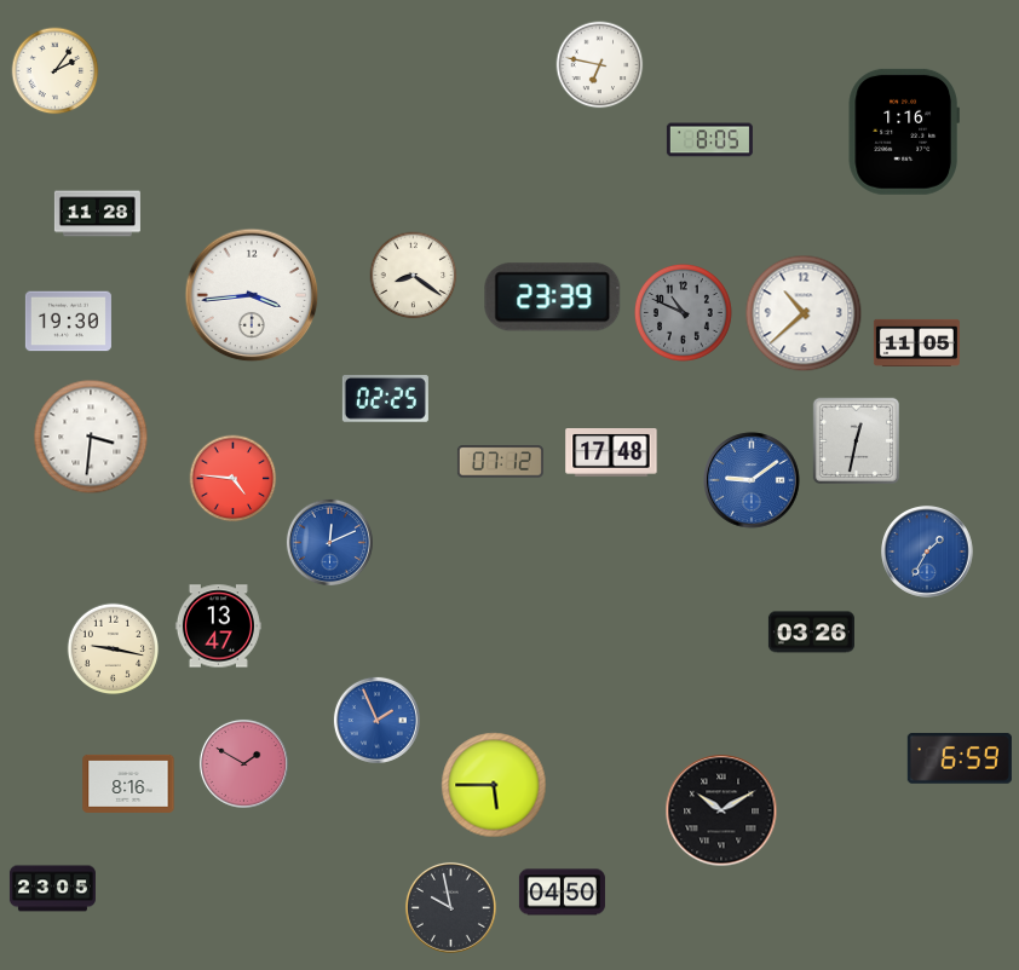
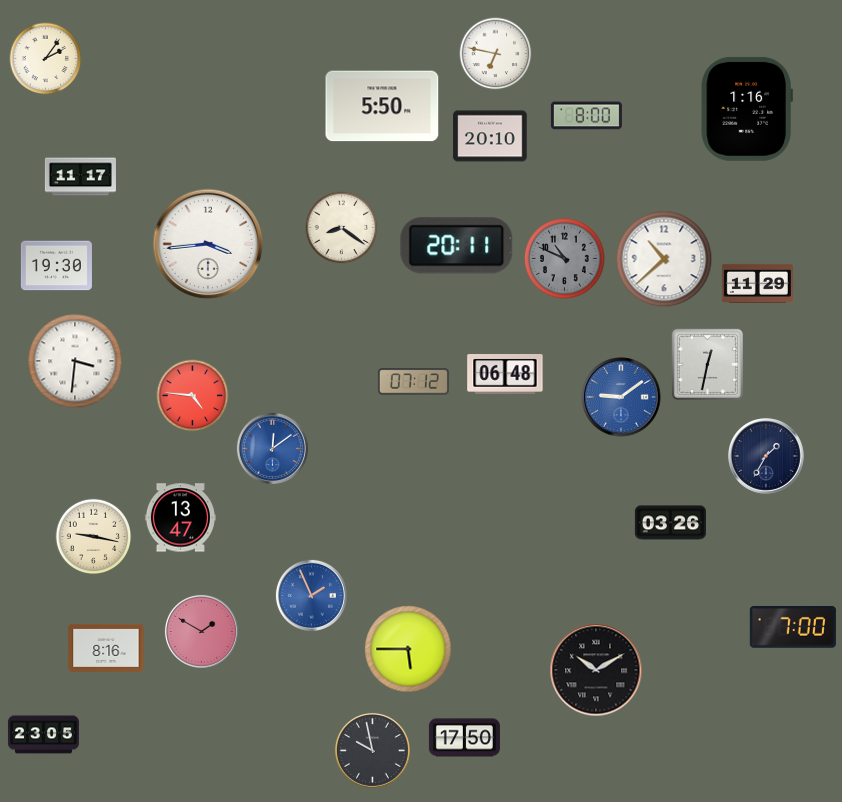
clock at (382, 106): none -> 5:50
clock at (709, 140): 8:05 -> 8:00
clock at (490, 136): none -> 20:10
clock at (97, 214): 11:28 -> 11:17
clock at (553, 298): 23:39 -> 20:11
clock at (916, 342): 11:05 -> 11:29
clock at (385, 399): 02:25 -> none
clock at (611, 454): 17:48 -> 06:48
clock at (329, 542): 12:11 -> 12:09
clock at (928, 553) dial: blue -> navy
clock at (960, 760): 6:59 -> 7:00
clock at (562, 893): 04:50 -> 17:50
